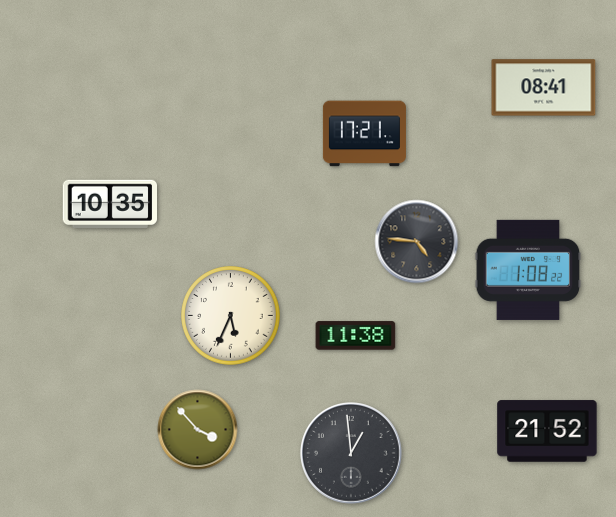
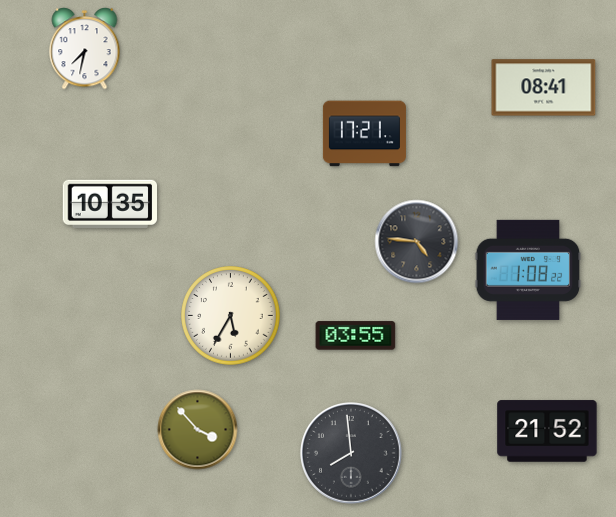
clock at (85, 49): none -> 7:32
clock at (231, 316): 5:34 -> 5:35
clock at (356, 336): 11:38 -> 03:55
clock at (352, 454): 12:59 -> 7:59
